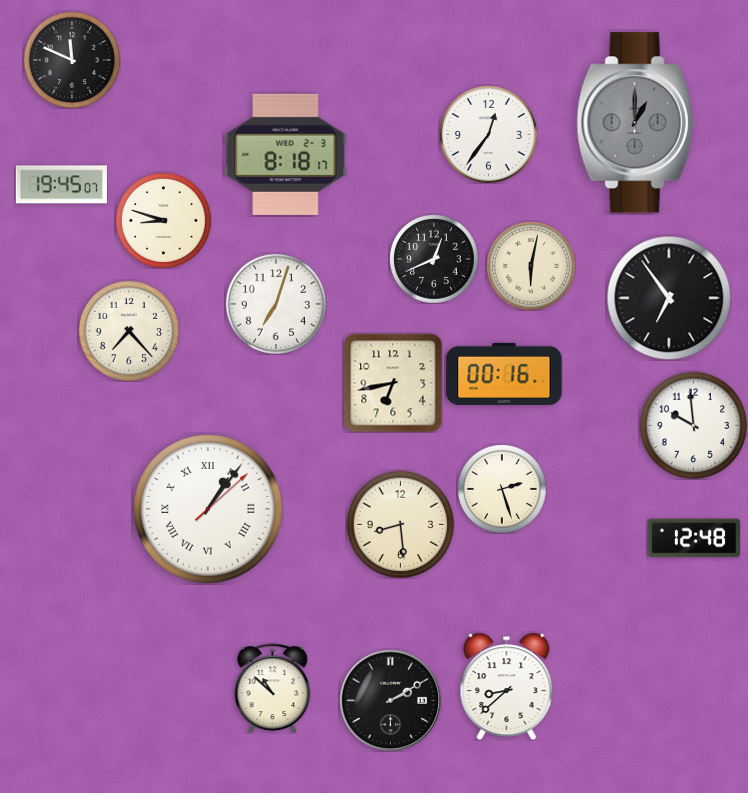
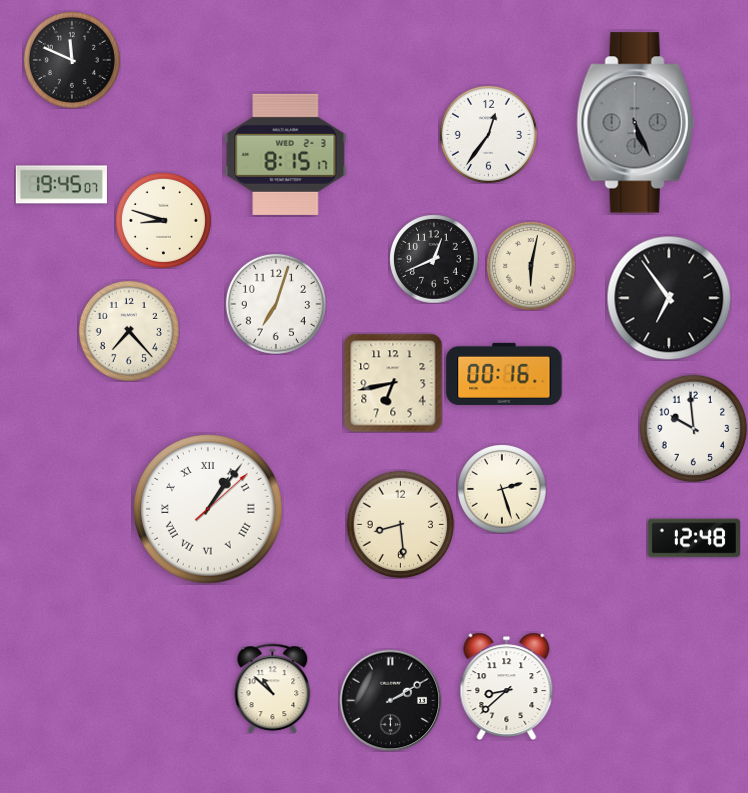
clock at (636, 123): 1:00 -> 5:26
clock at (286, 154): 8:18 -> 8:15
clock at (693, 425) position: (693, 425) -> (693, 428)
